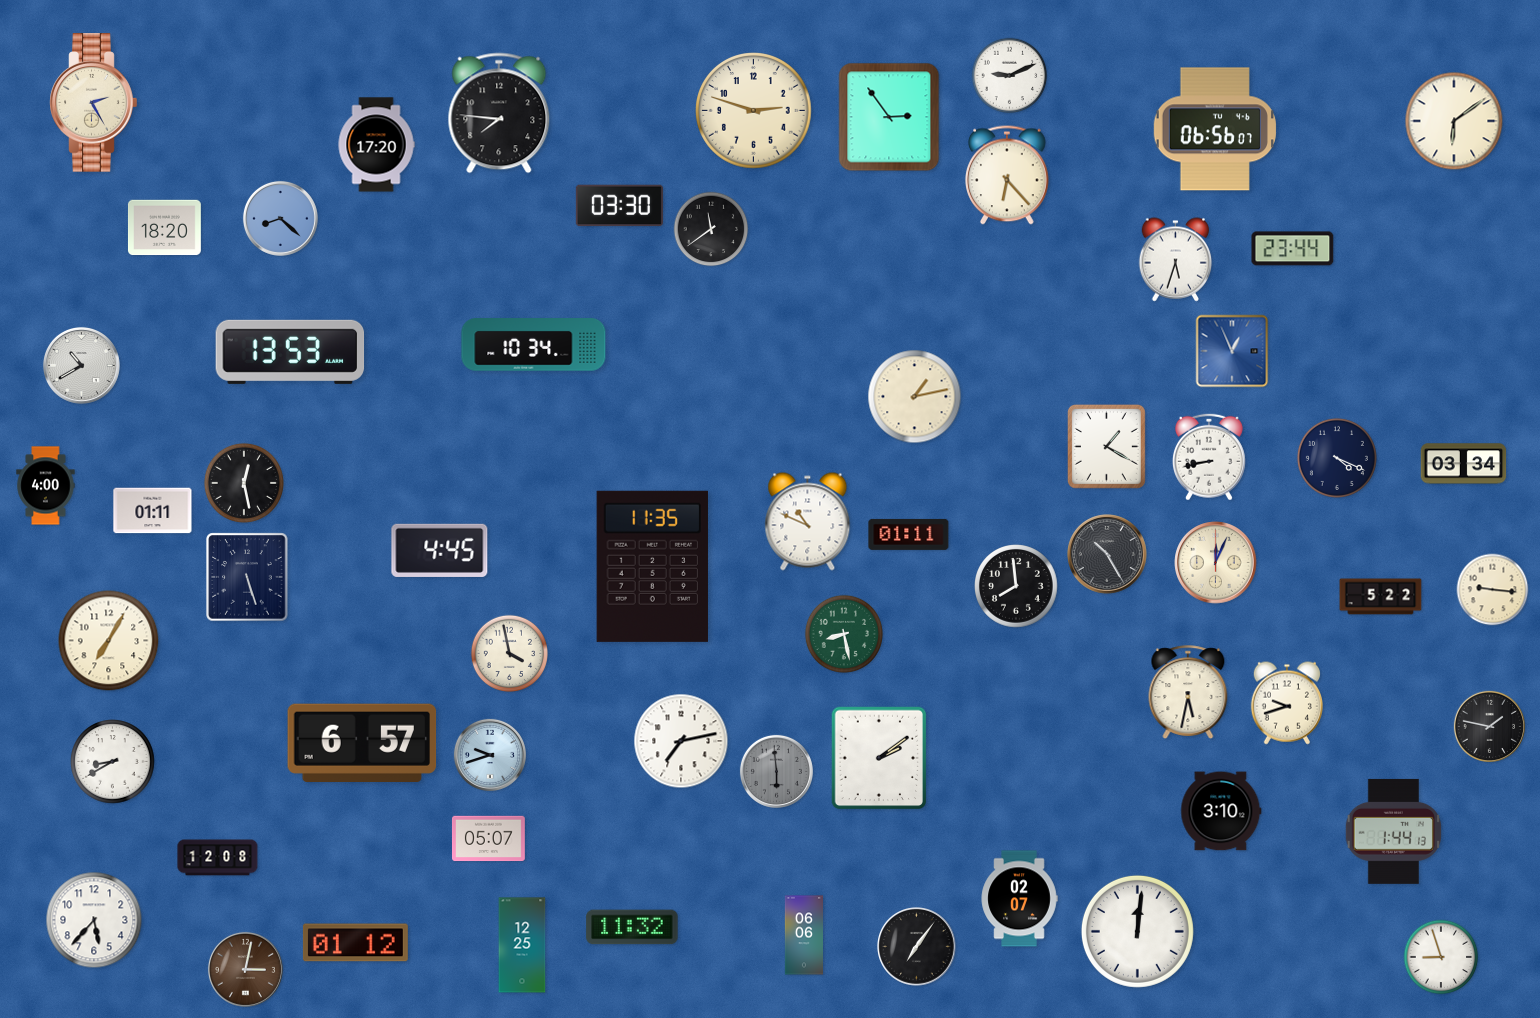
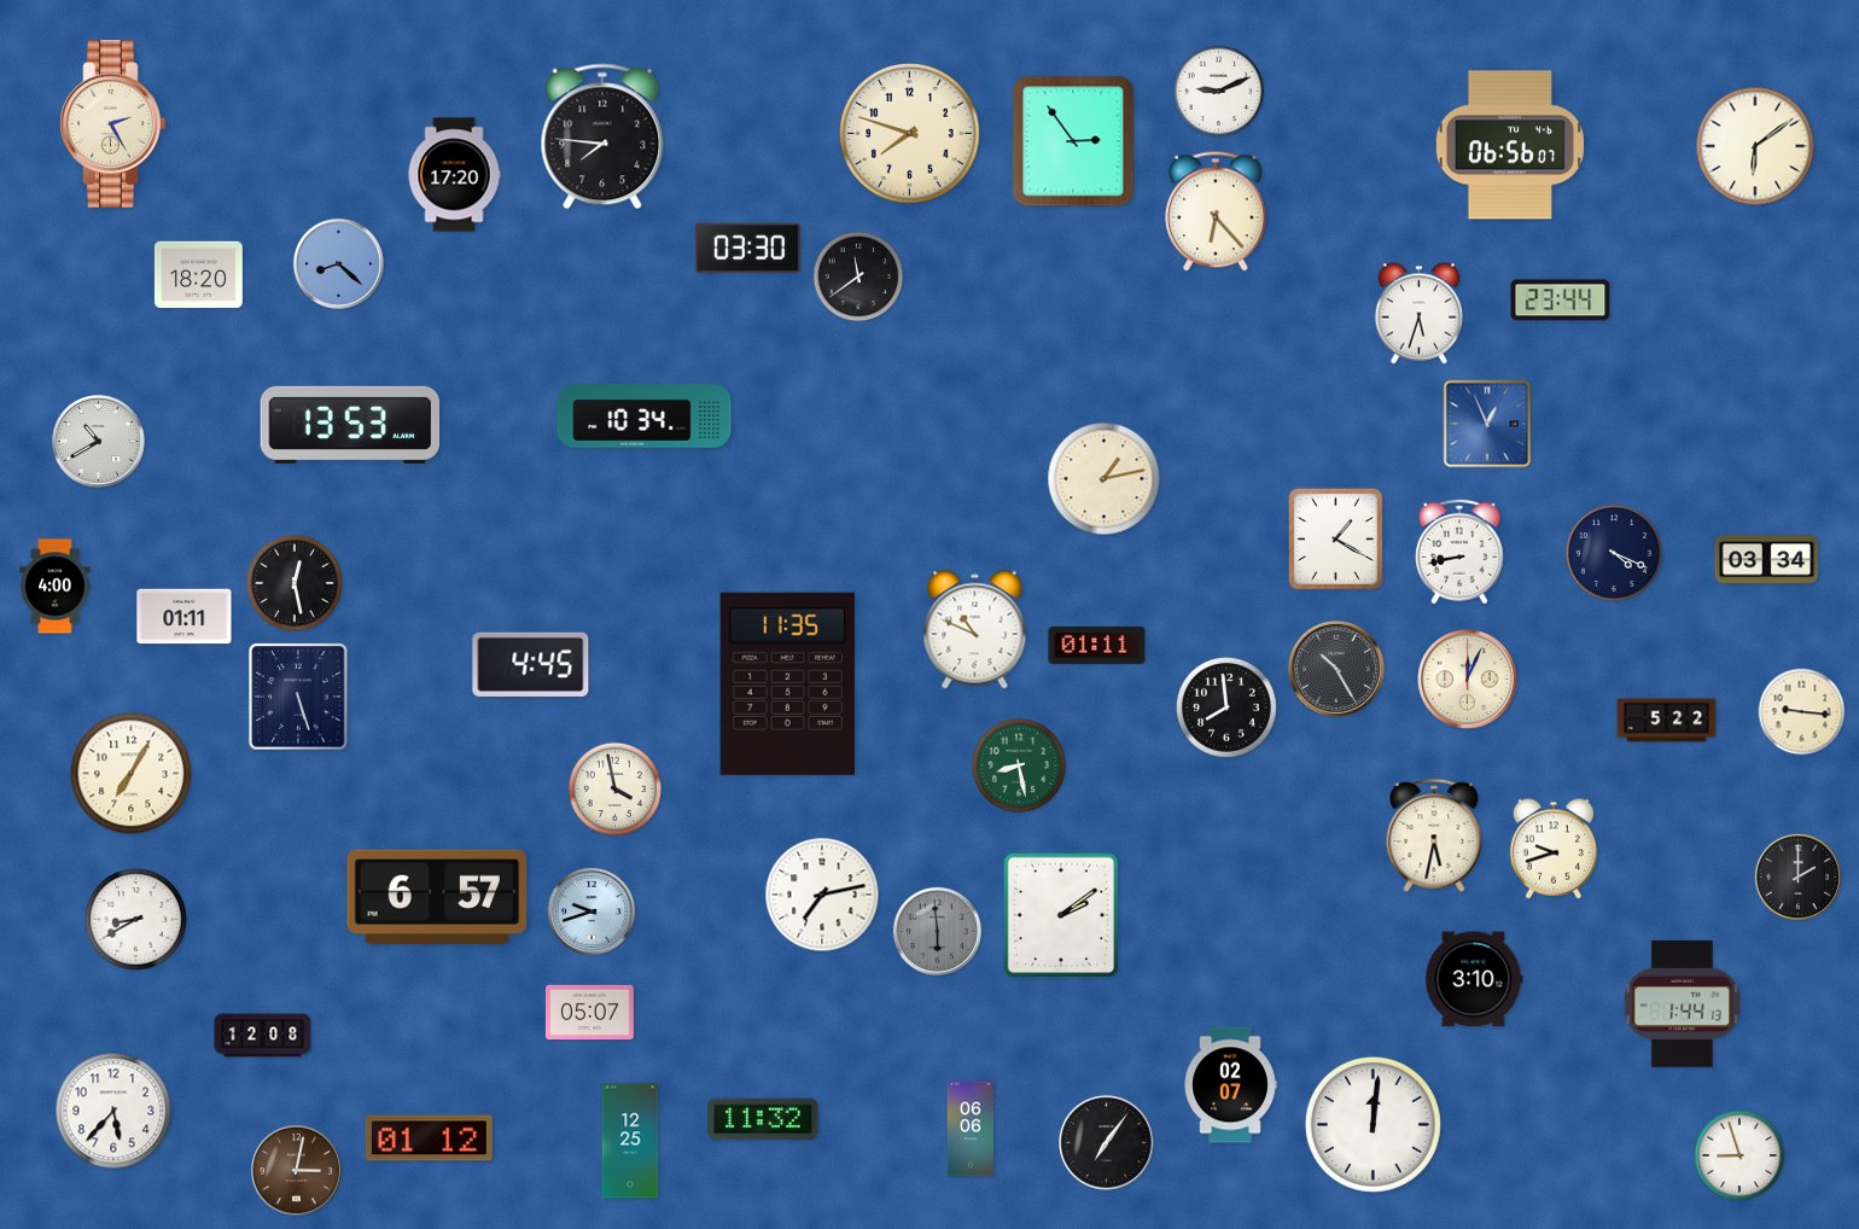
clock at (754, 111): 2:48 -> 7:48
clock at (1215, 129) position: (1215, 129) -> (1510, 145)
clock at (1489, 726): 1:47 -> 2:00
